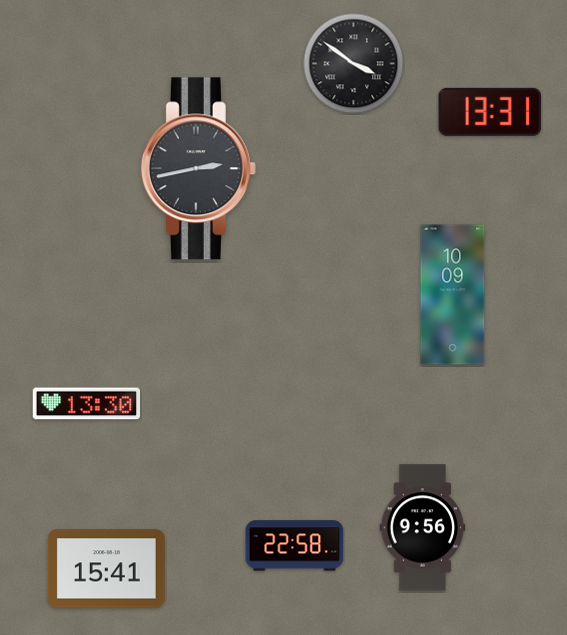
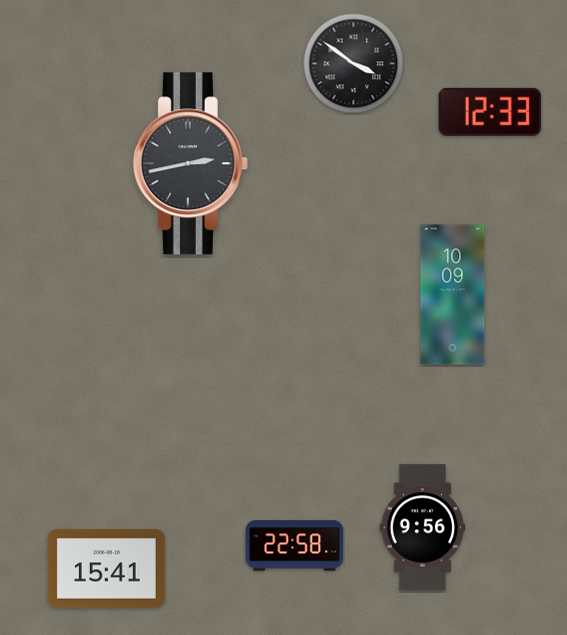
clock at (490, 112): 13:31 -> 12:33
clock at (198, 169) position: (198, 169) -> (190, 164)
clock at (87, 404): 13:30 -> none
